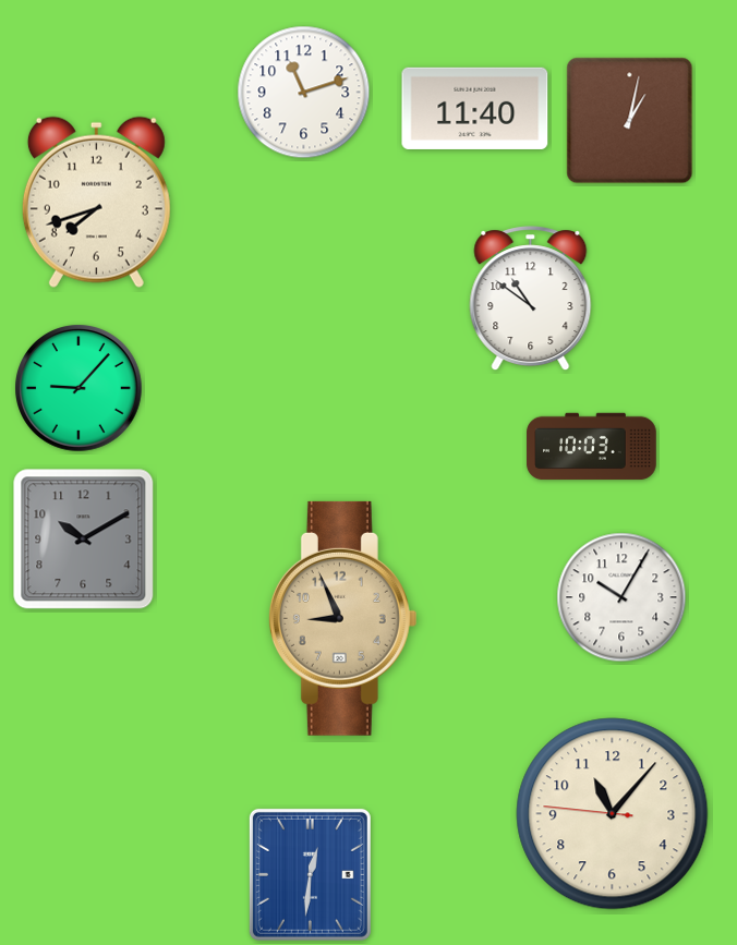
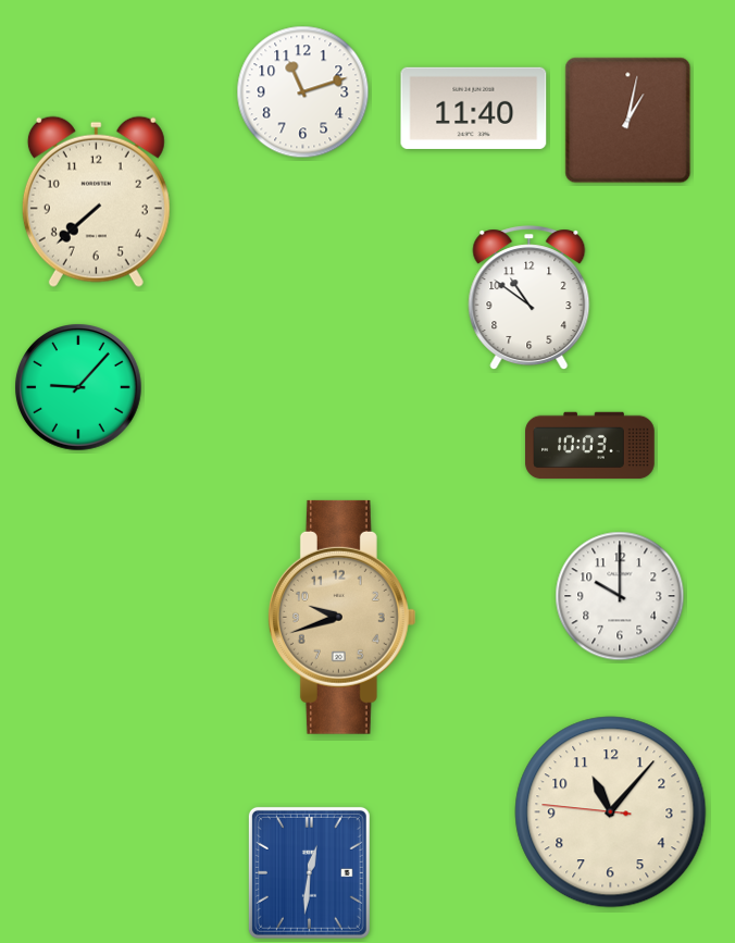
clock at (96, 202): 7:42 -> 7:38
clock at (84, 540): 10:10 -> none
clock at (621, 597): 10:05 -> 10:00
clock at (342, 618): 8:56 -> 9:42
